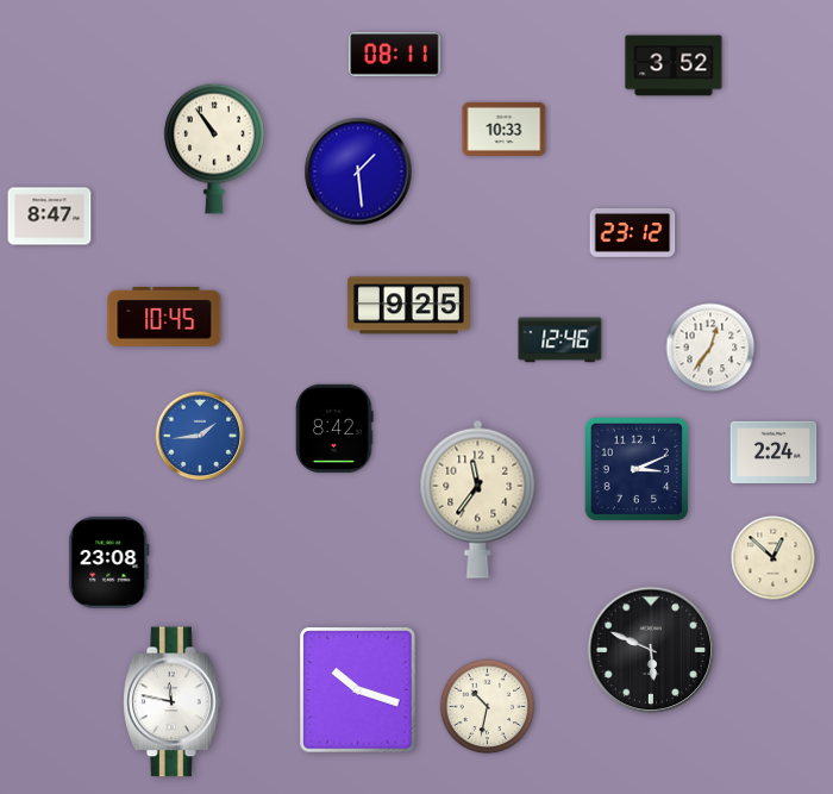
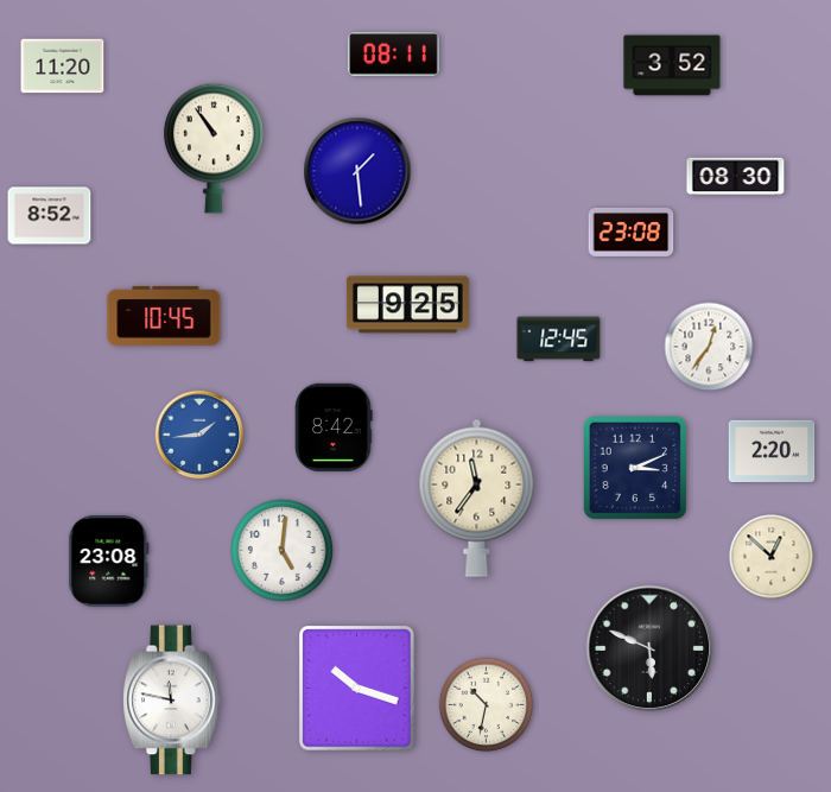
clock at (63, 66): none -> 11:20
clock at (505, 129): 10:33 -> none
clock at (736, 177): none -> 08:30
clock at (50, 217): 8:47 -> 8:52
clock at (633, 232): 23:12 -> 23:08
clock at (560, 340): 12:46 -> 12:45
clock at (773, 451): 2:24 -> 2:20
clock at (283, 551): none -> 5:01
